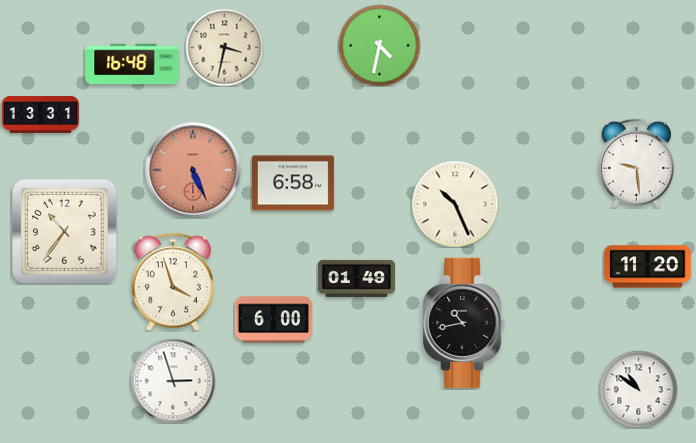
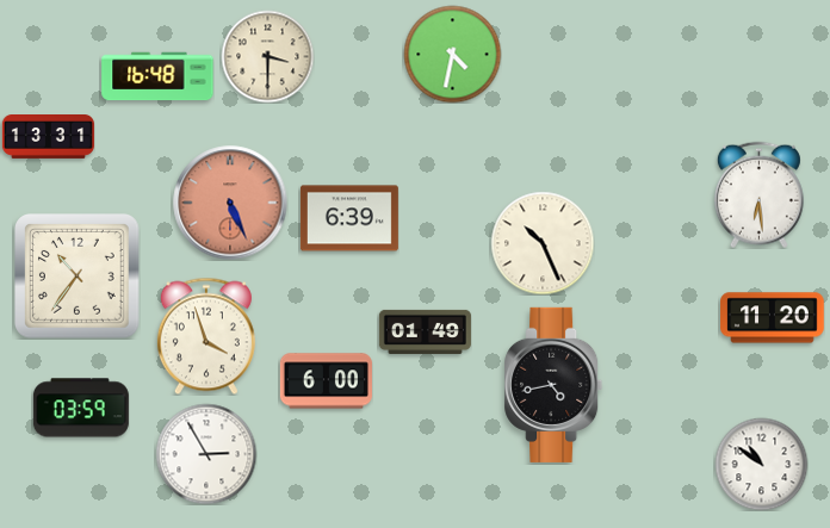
clock at (224, 47): 3:32 -> 3:30
clock at (636, 163): 9:29 -> 6:29
clock at (293, 183): 6:58 -> 6:39
clock at (464, 323): 10:43 -> 4:43
clock at (81, 408): none -> 03:59
clock at (173, 381): 2:57 -> 2:55
